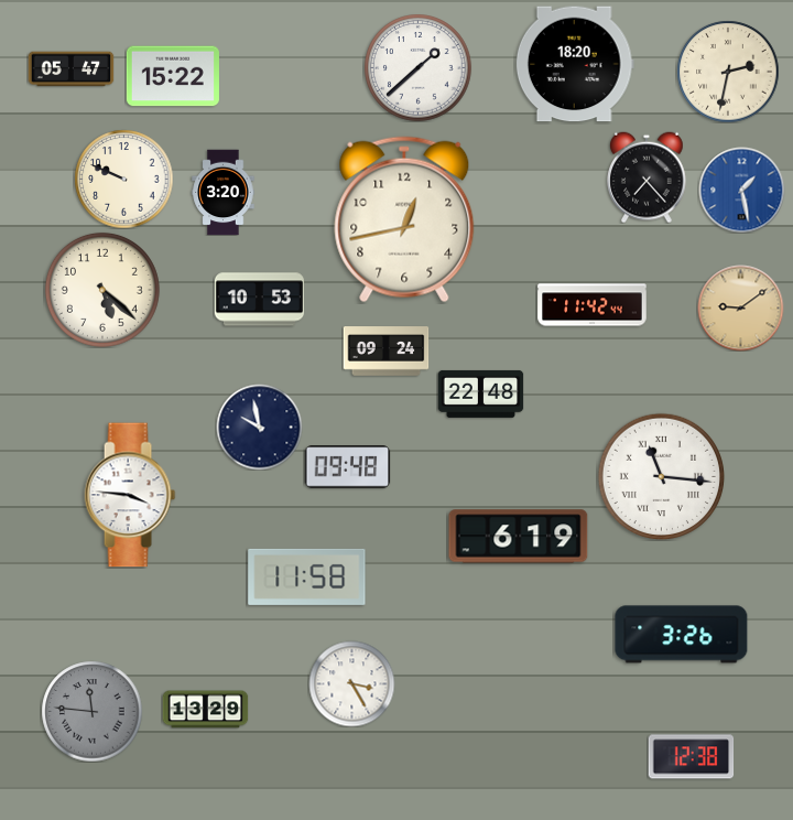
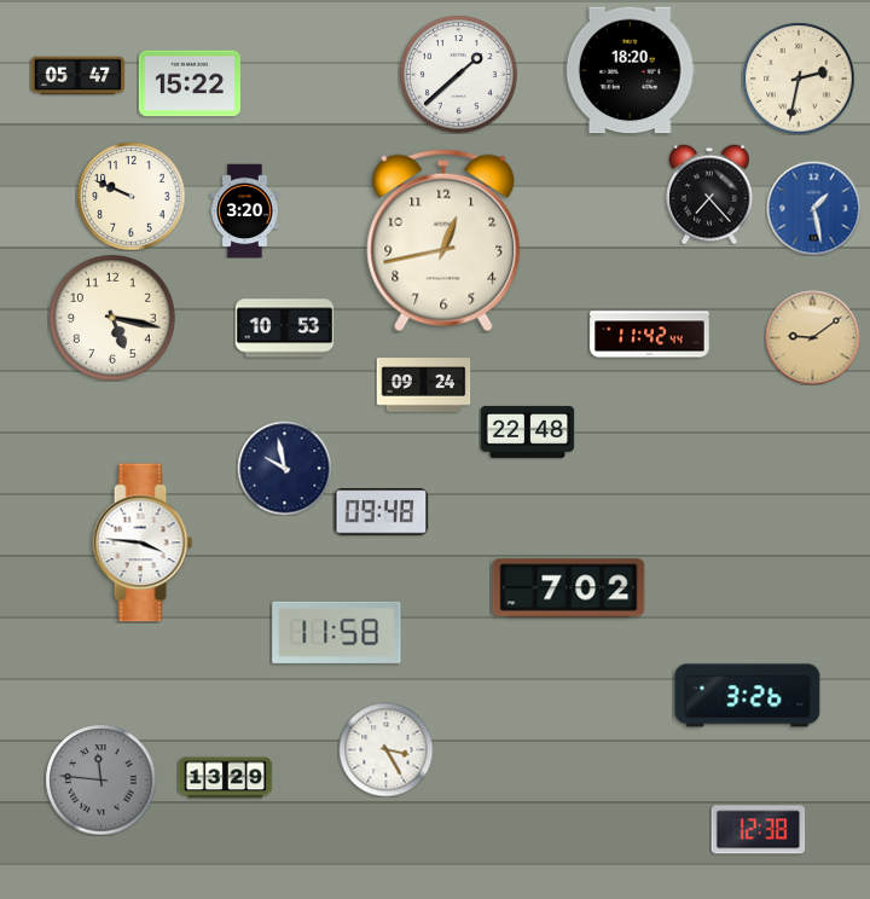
clock at (123, 179) position: (123, 179) -> (130, 196)
clock at (102, 290): 5:22 -> 5:17
clock at (661, 476): 11:16 -> none
clock at (519, 537): 6:19 -> 7:02
